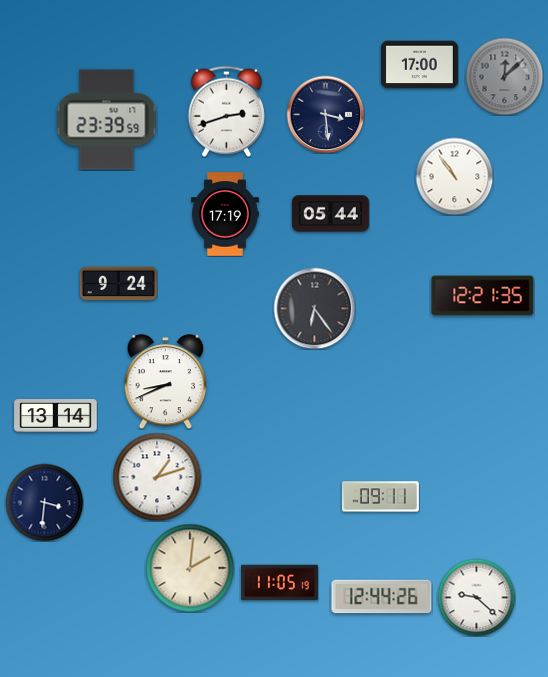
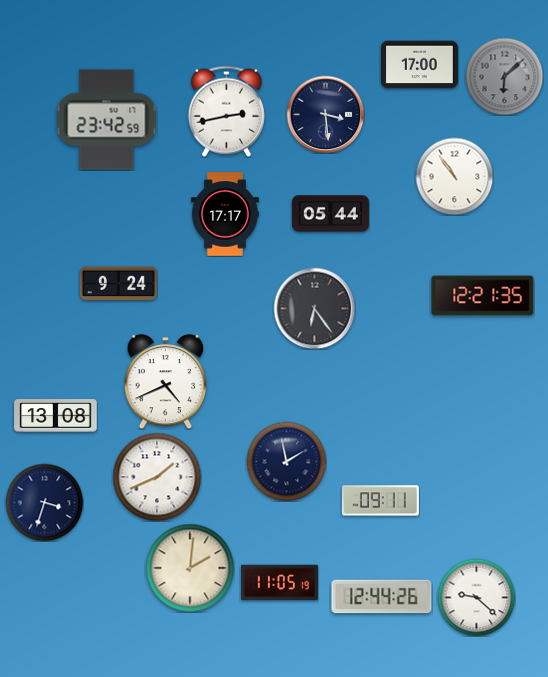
clock at (504, 76): 12:08 -> 6:08
clock at (226, 111): 2:42 -> 2:43
clock at (107, 120): 23:39 -> 23:42
clock at (225, 214): 17:19 -> 17:17
clock at (165, 382): 8:41 -> 4:41
clock at (56, 416): 13:14 -> 13:08
clock at (286, 461): none -> 1:58
clock at (157, 477): 1:12 -> 1:41
clock at (380, 497) position: (380, 497) -> (380, 501)
clock at (44, 502): 3:31 -> 3:33
